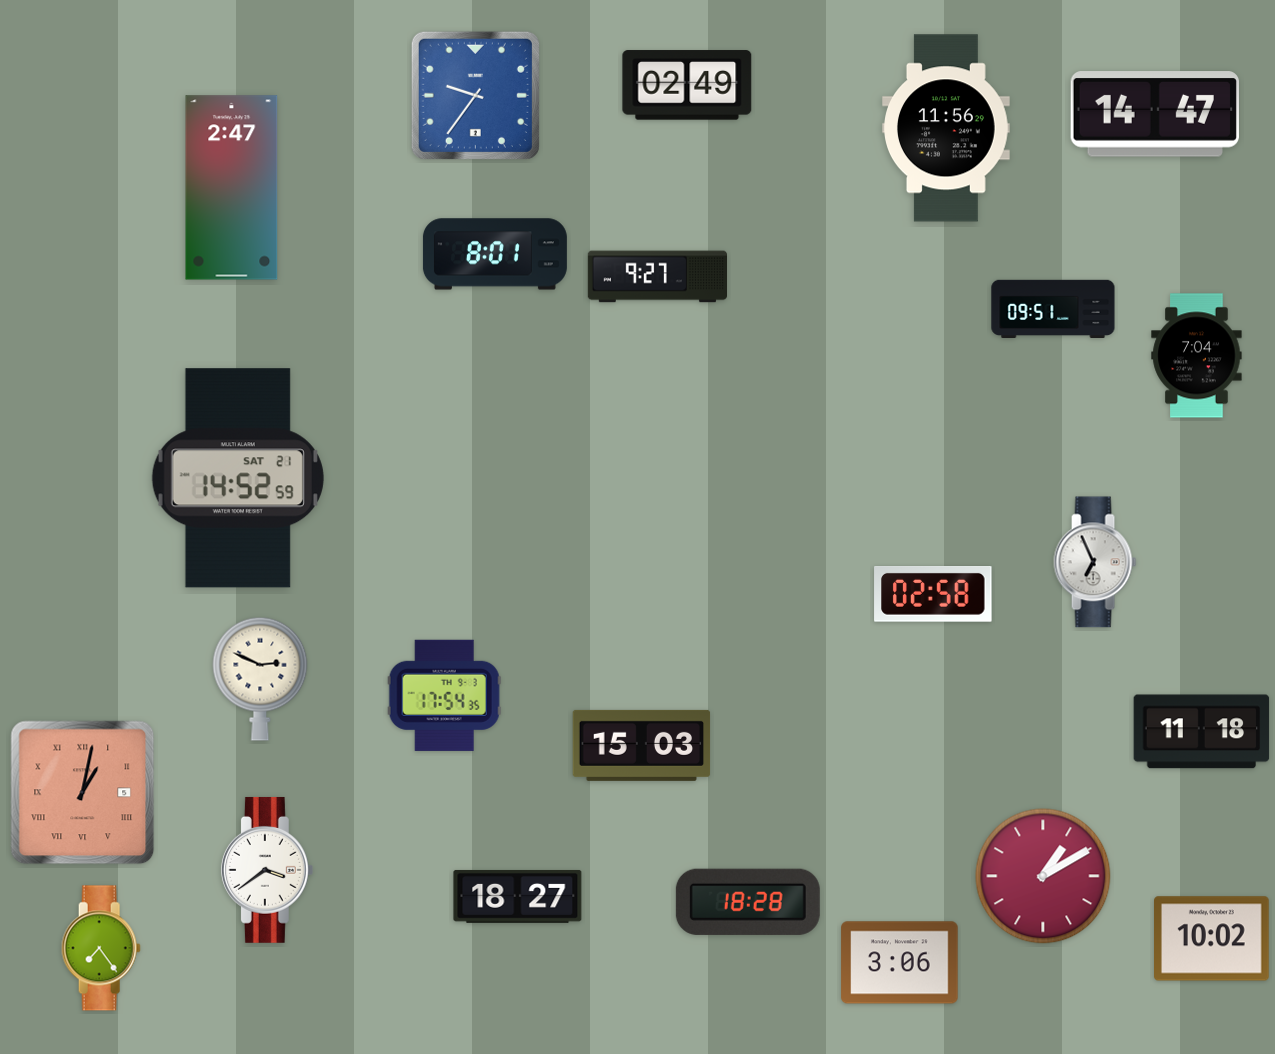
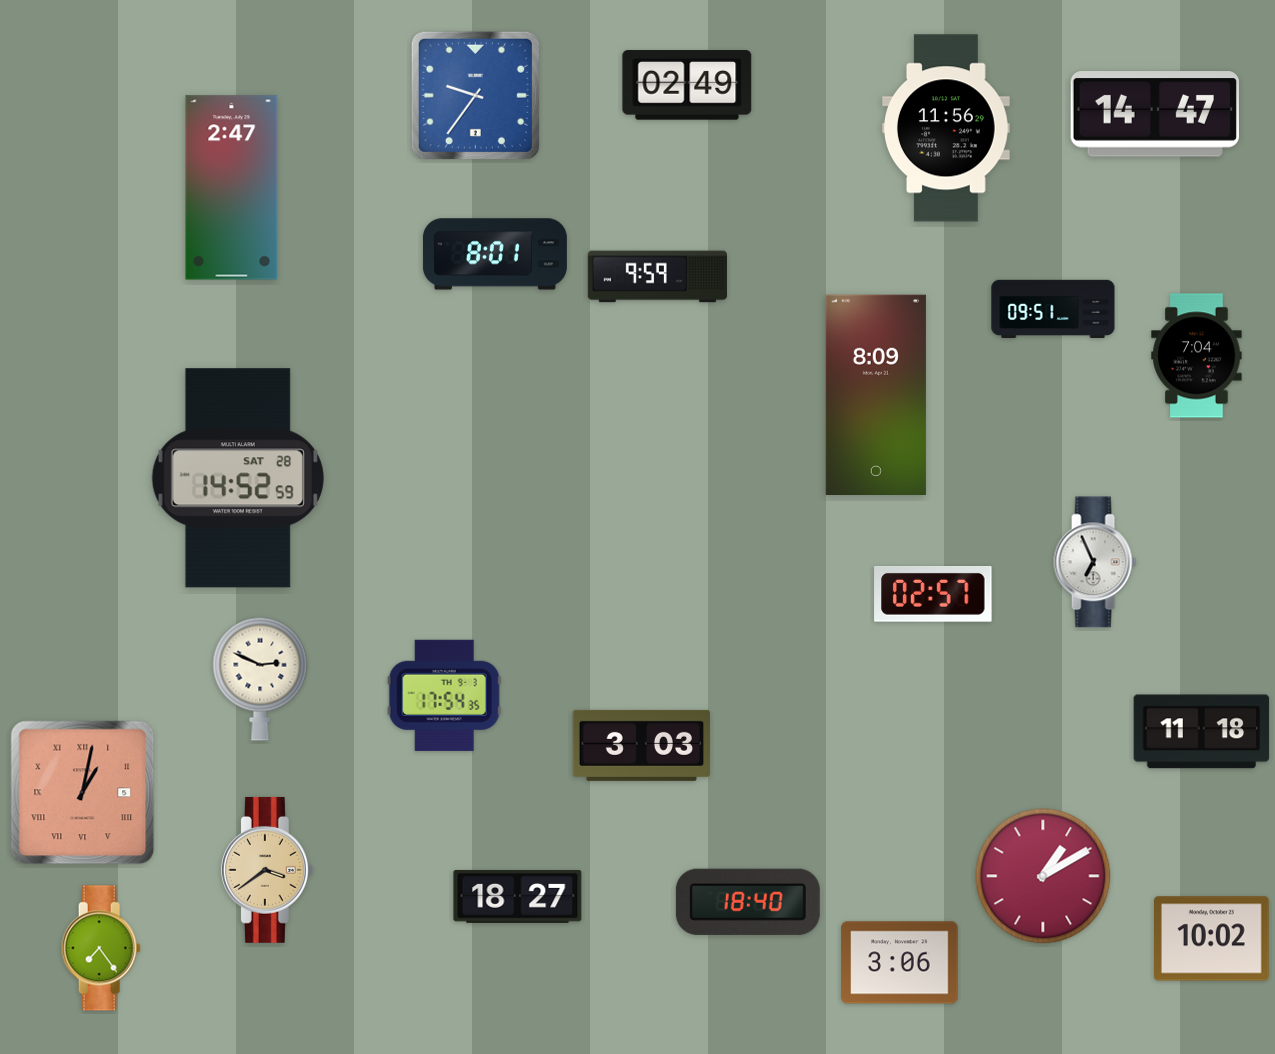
clock at (657, 277): 9:27 -> 9:59
clock at (876, 394): none -> 8:09
clock at (238, 478) date: SAT 21 -> SAT 28
clock at (933, 595): 02:58 -> 02:57
clock at (642, 745): 15:03 -> 3:03
clock at (267, 870) dial: white -> champagne
clock at (748, 902): 18:28 -> 18:40
